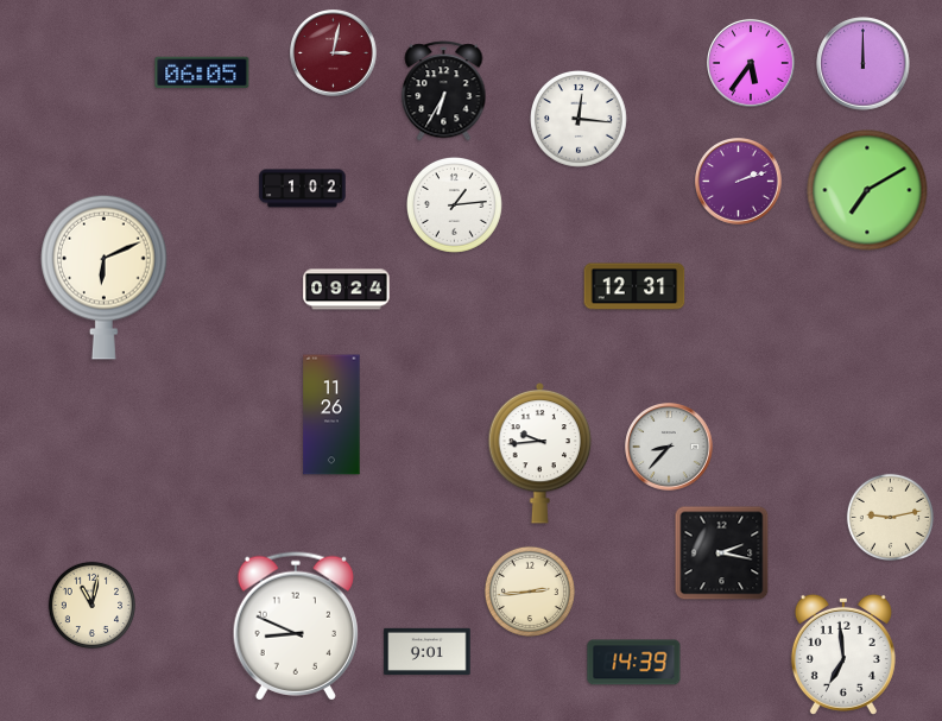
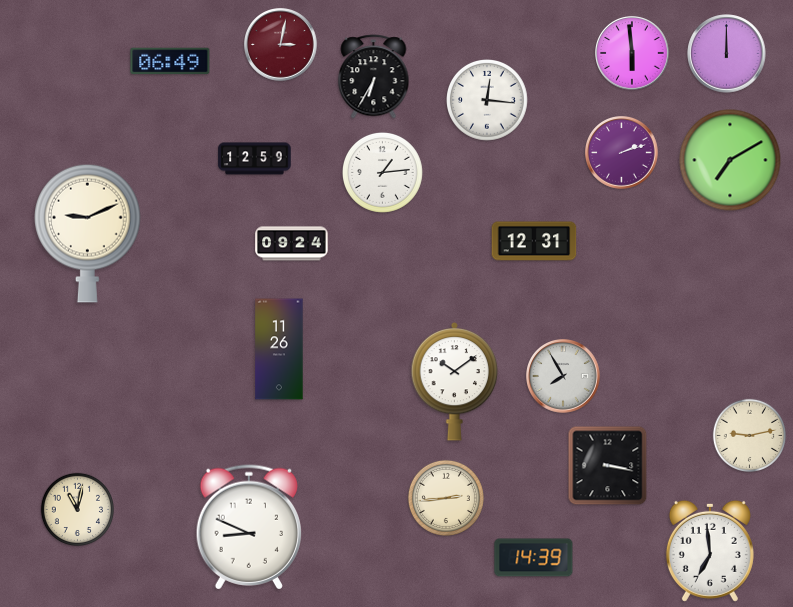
clock at (751, 63): 5:36 -> 5:59
clock at (202, 72): 06:05 -> 06:49
clock at (303, 189): 1:02 -> 12:59
clock at (105, 277): 6:11 -> 9:11
clock at (669, 447): 8:37 -> 7:55
clock at (540, 453): 9:44 -> 10:09
clock at (722, 554): 2:17 -> 3:17
clock at (428, 651): 9:01 -> none
